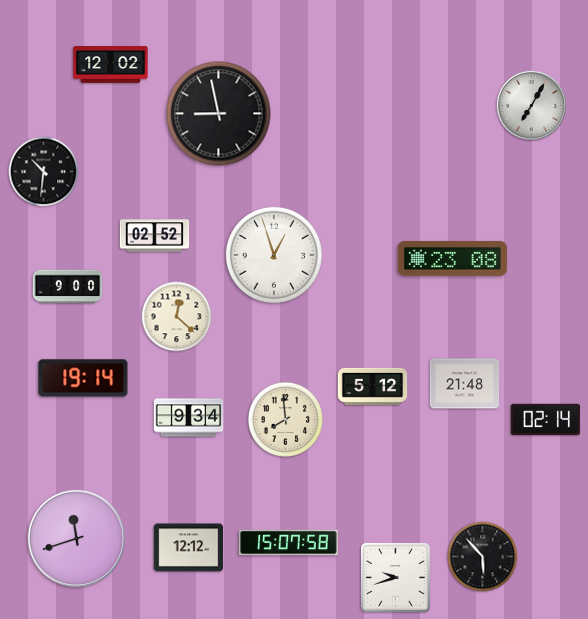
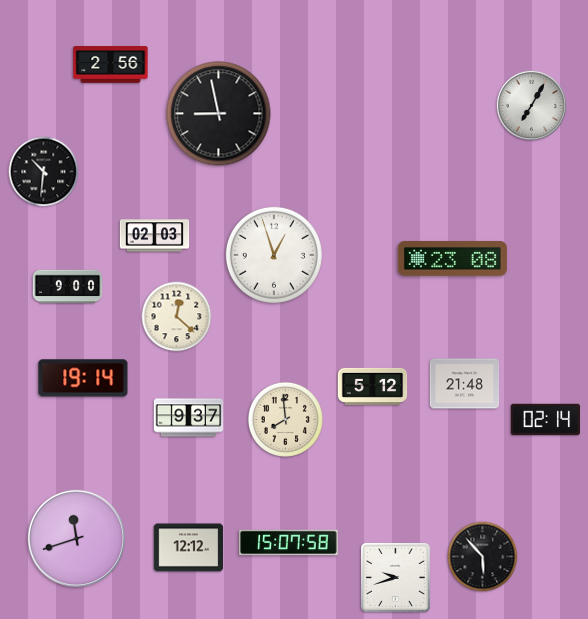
clock at (111, 65): 12:02 -> 2:56
clock at (155, 236): 02:52 -> 02:03
clock at (189, 418): 9:34 -> 9:37
